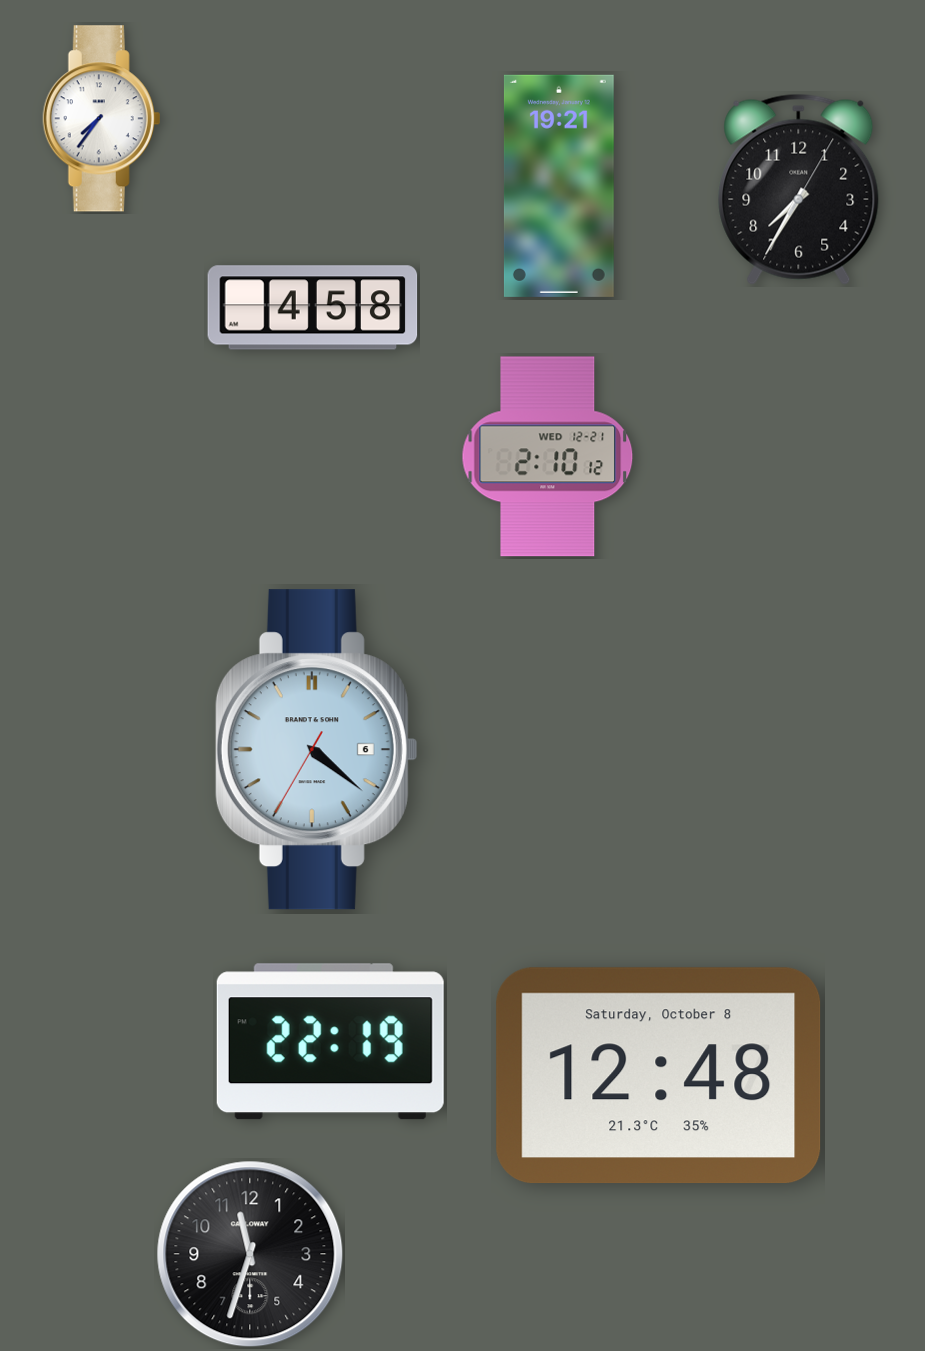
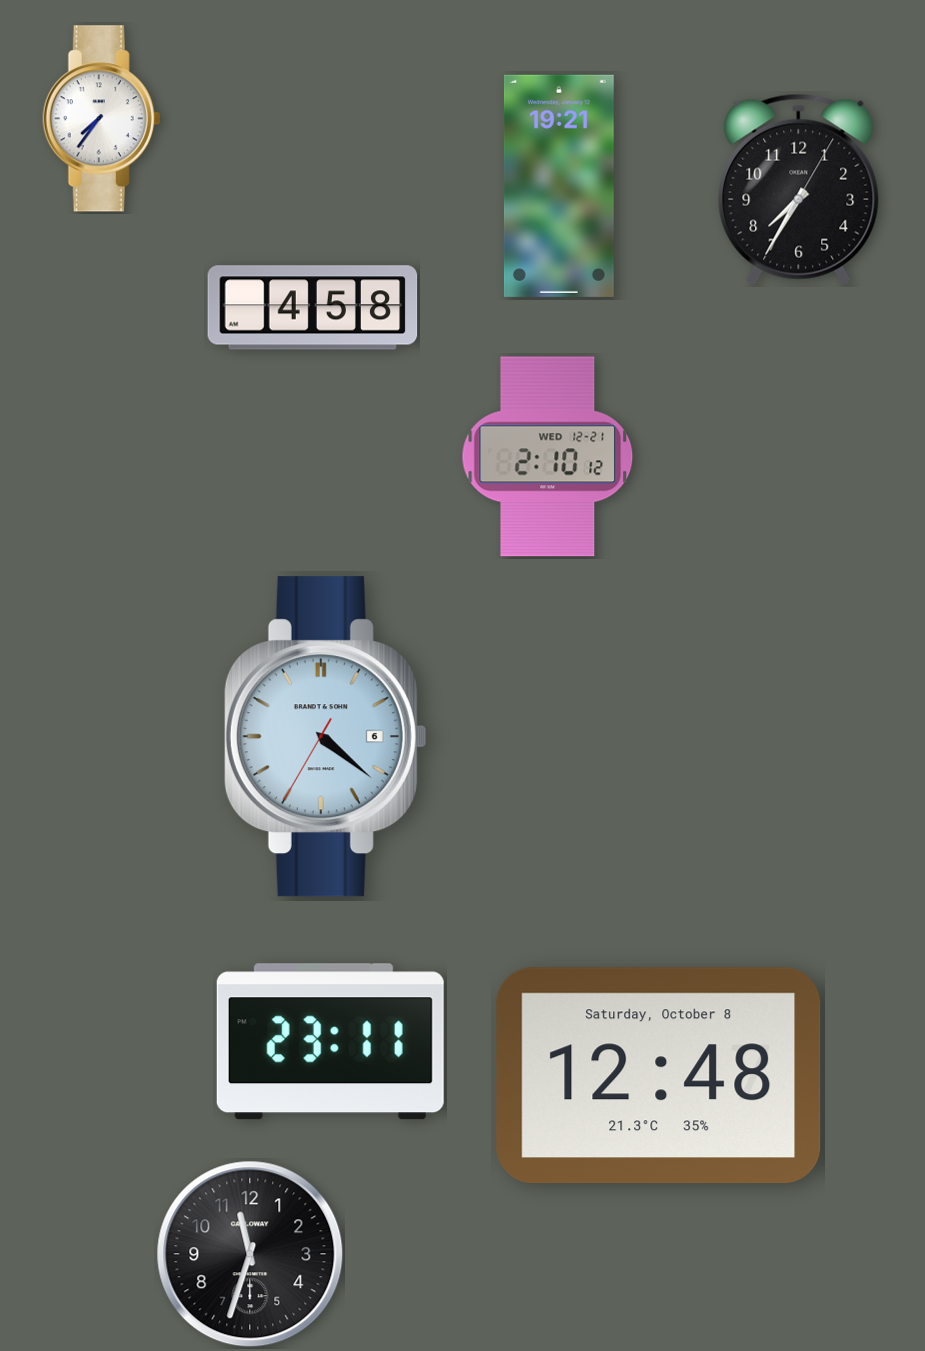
clock at (316, 750) position: (316, 750) -> (325, 737)
clock at (330, 1042): 22:19 -> 23:11
